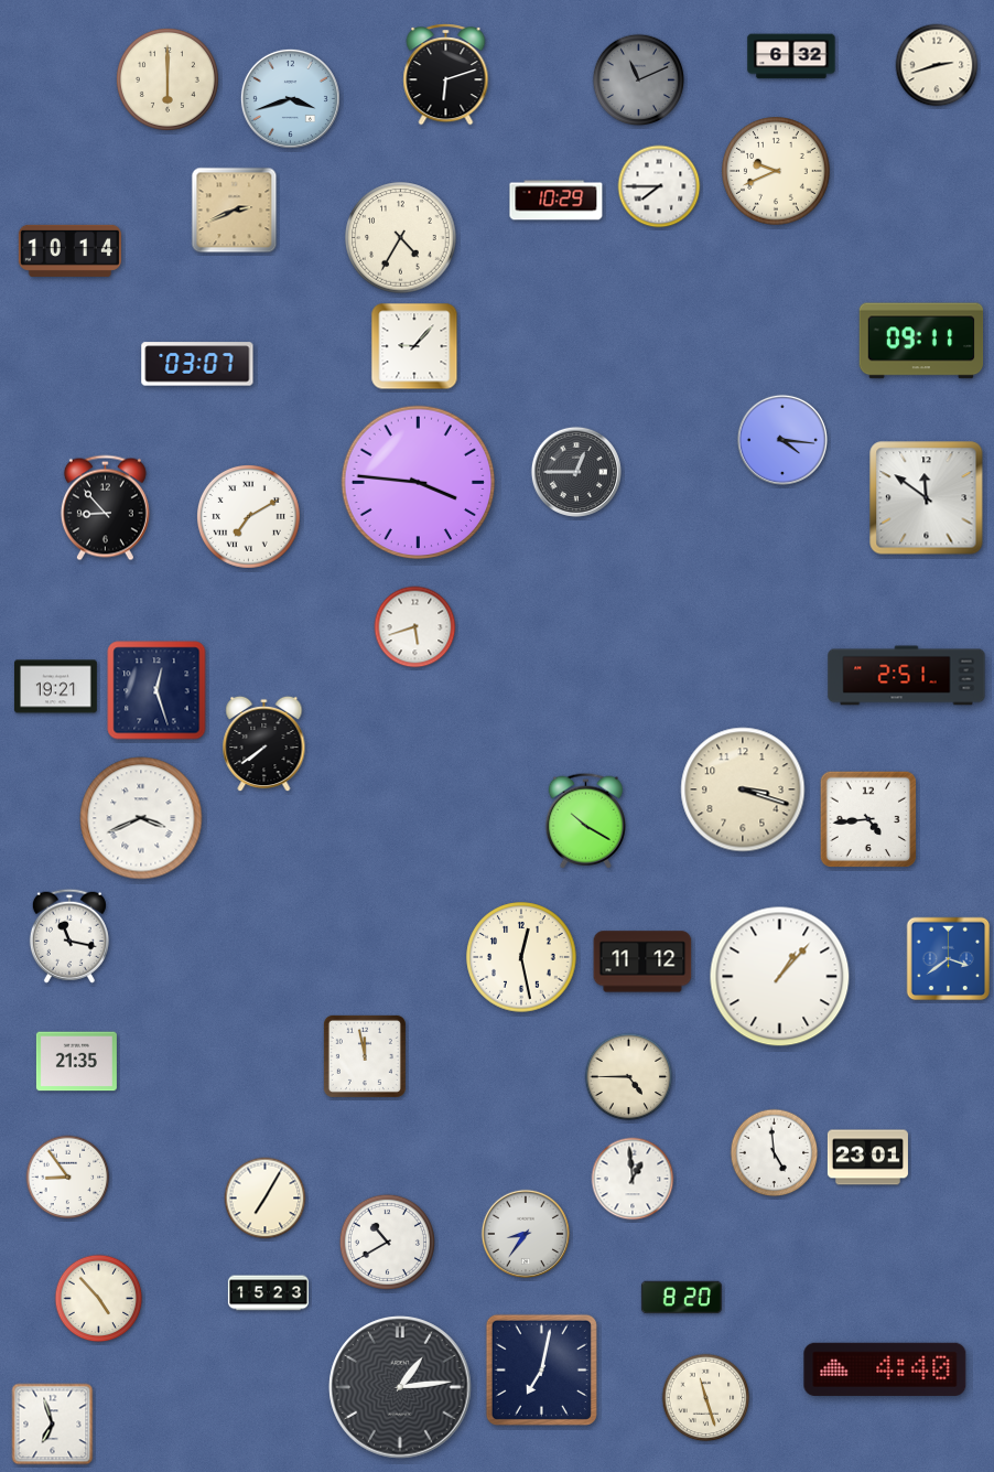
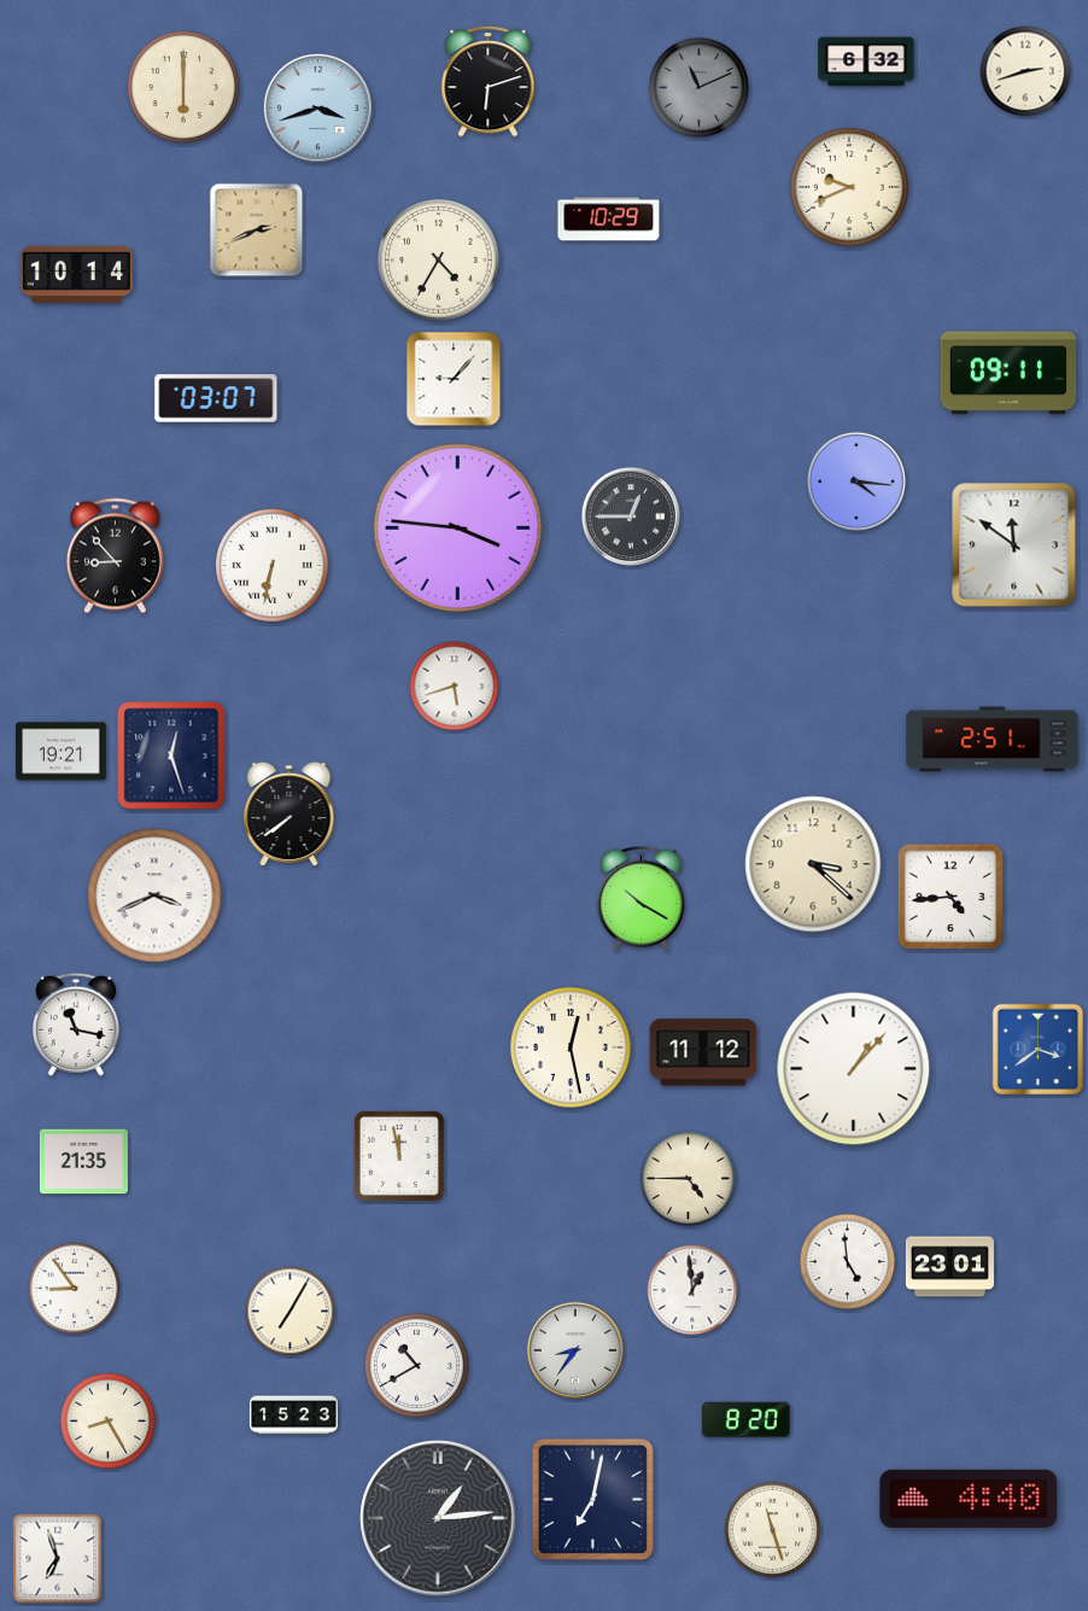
clock at (659, 186): 7:45 -> none
clock at (248, 516): 7:10 -> 6:32
clock at (743, 789): 3:18 -> 3:22
clock at (387, 1242) position: (387, 1242) -> (416, 1365)
clock at (99, 1299): 4:53 -> 8:25
